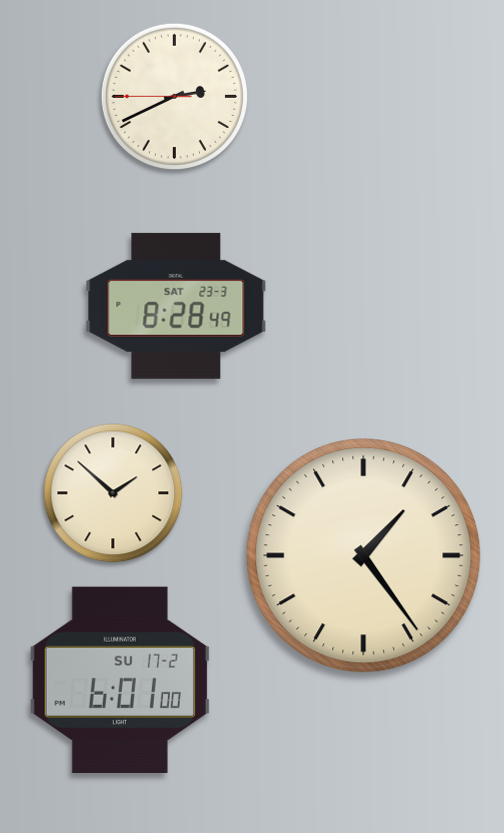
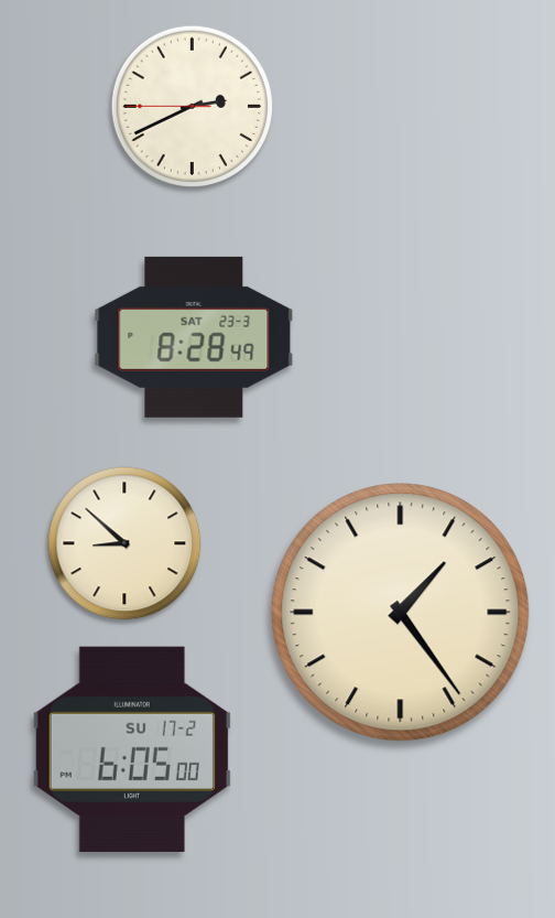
clock at (113, 493): 1:52 -> 8:52
clock at (120, 680): 6:01 -> 6:05
